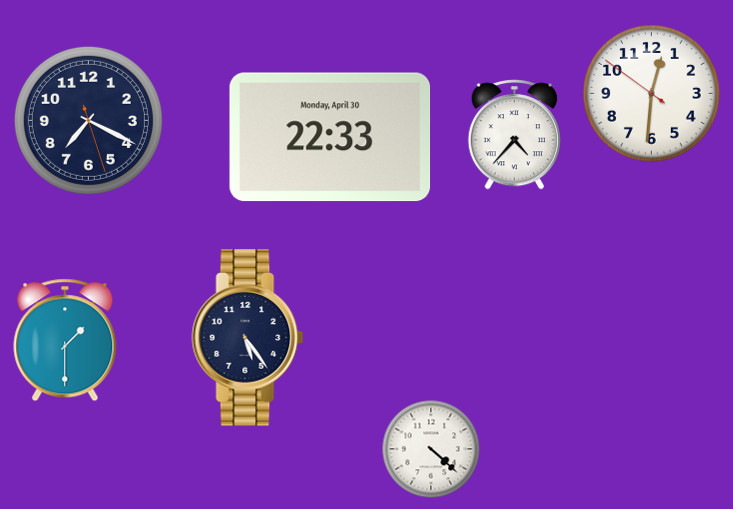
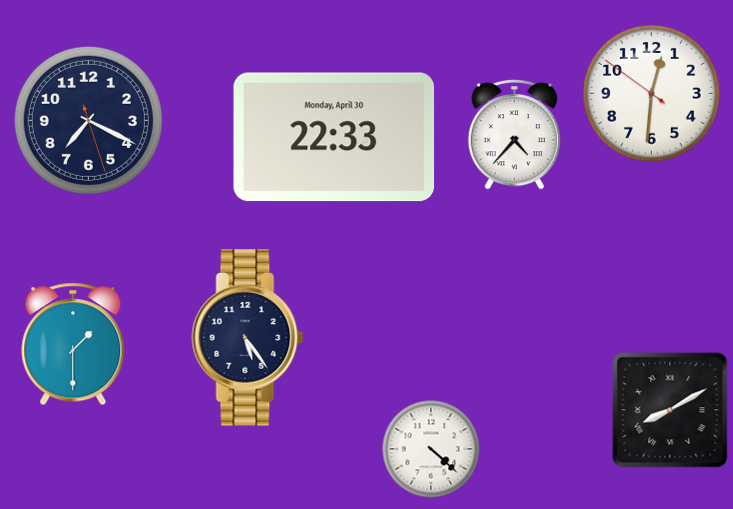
clock at (330, 137) position: (330, 137) -> (334, 137)
clock at (65, 340) position: (65, 340) -> (73, 344)
clock at (670, 410): none -> 8:10
